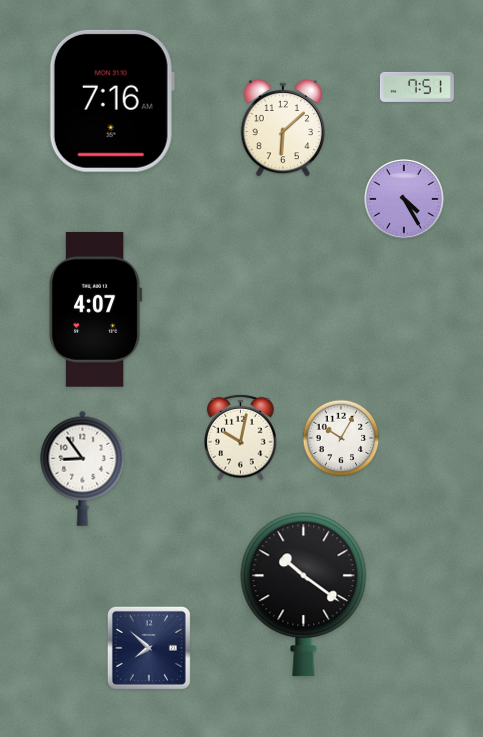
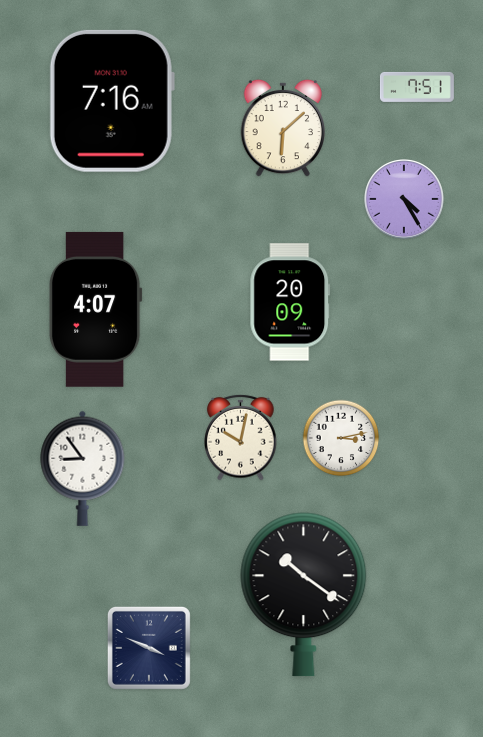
clock at (290, 302): none -> 20:09
clock at (341, 438): 10:05 -> 3:13
clock at (149, 648): 7:52 -> 3:49
